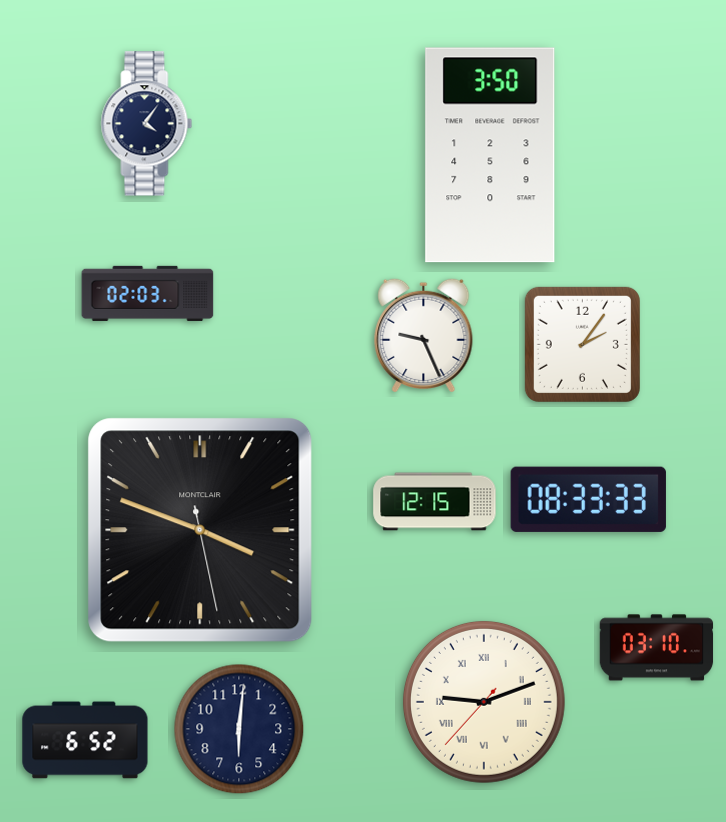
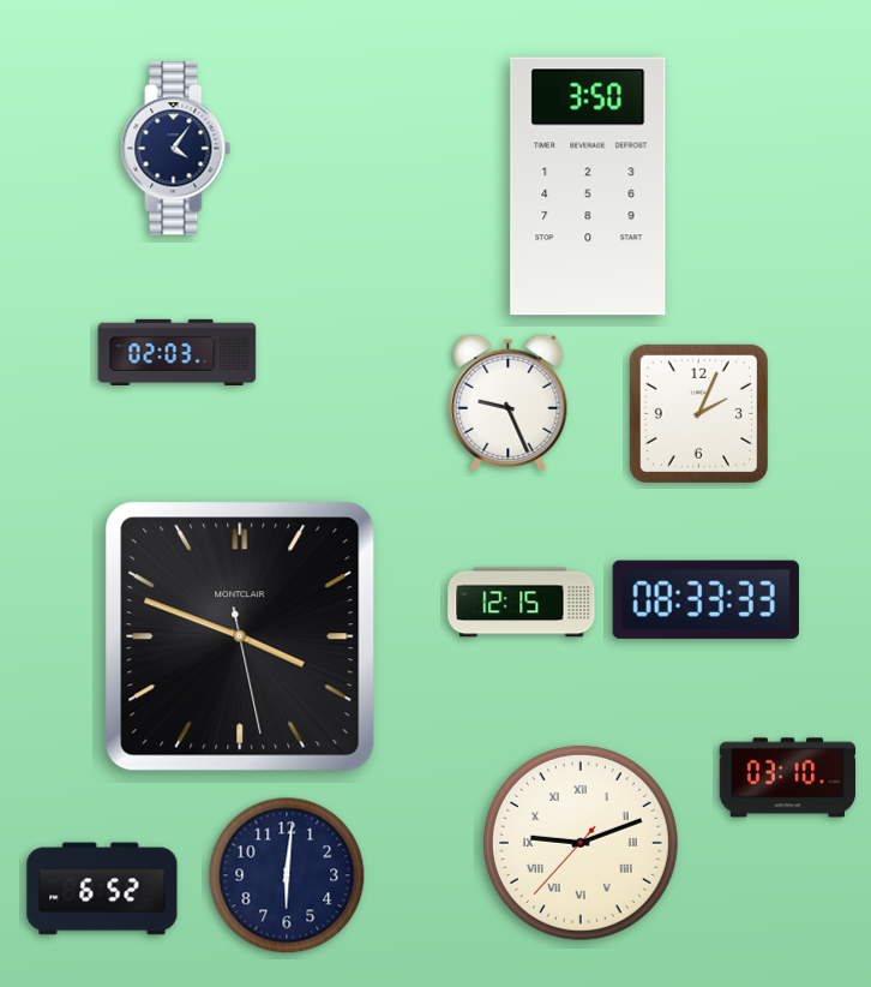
clock at (582, 344): 2:06 -> 2:04
